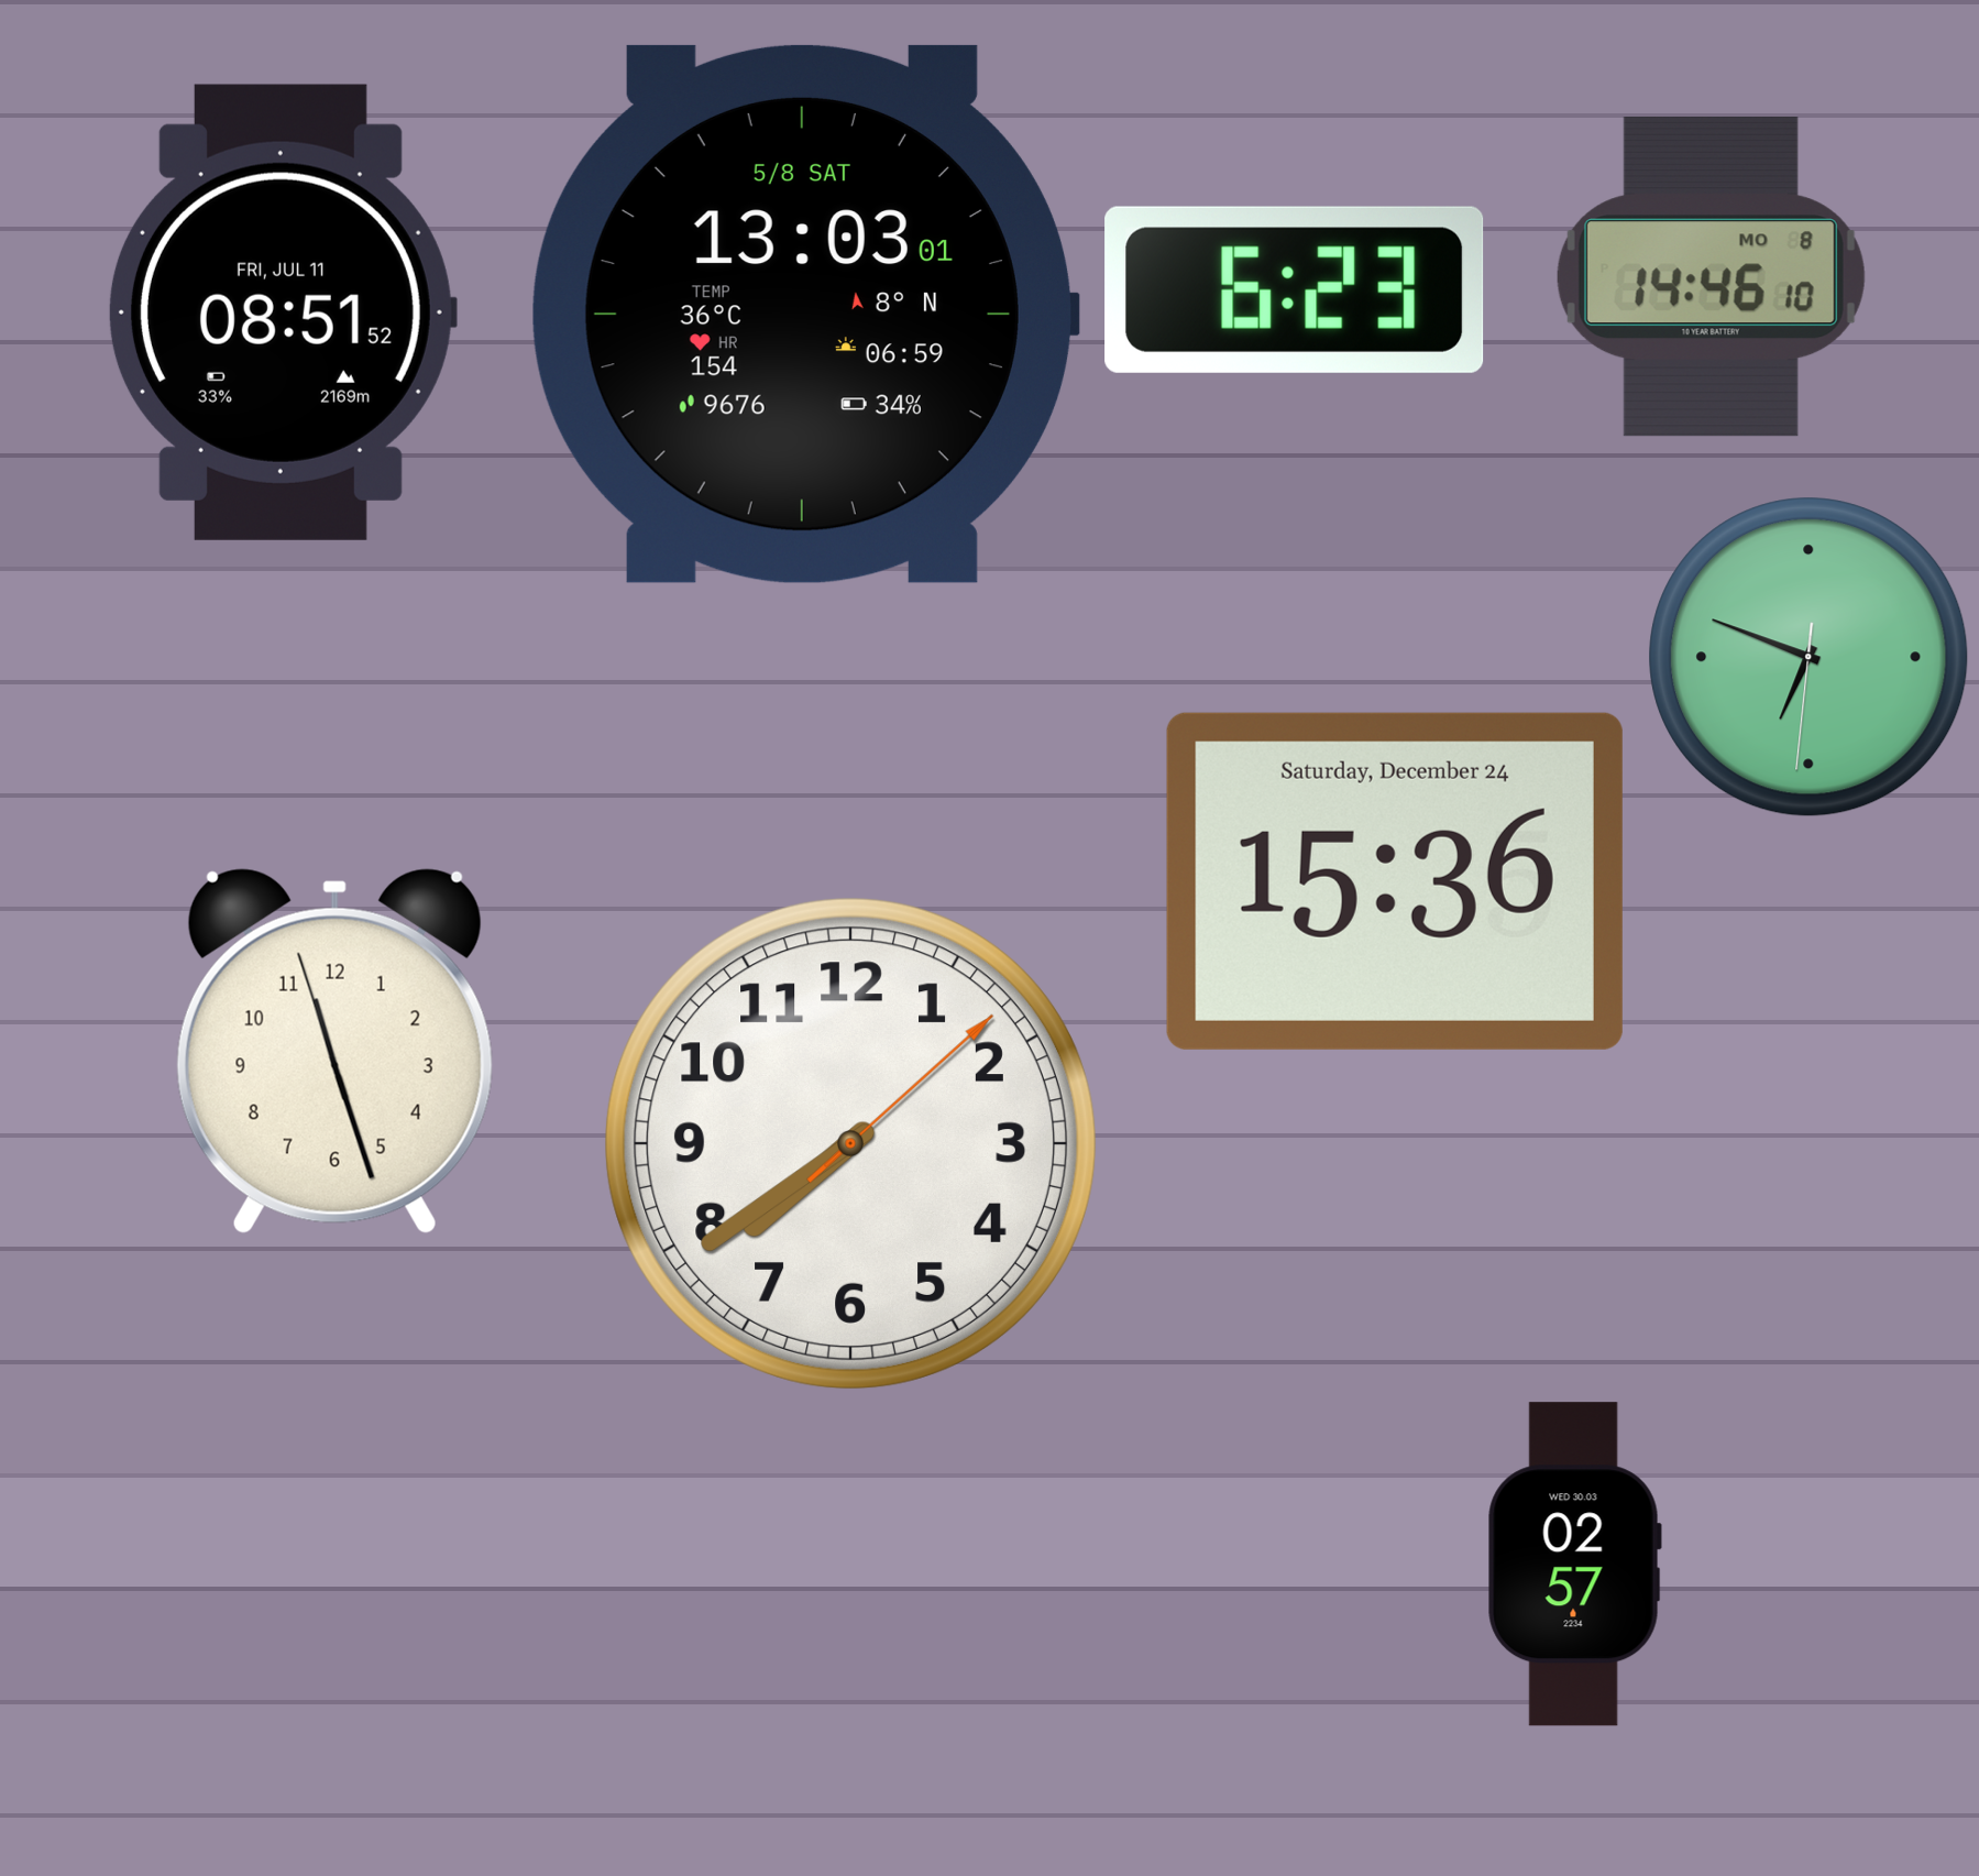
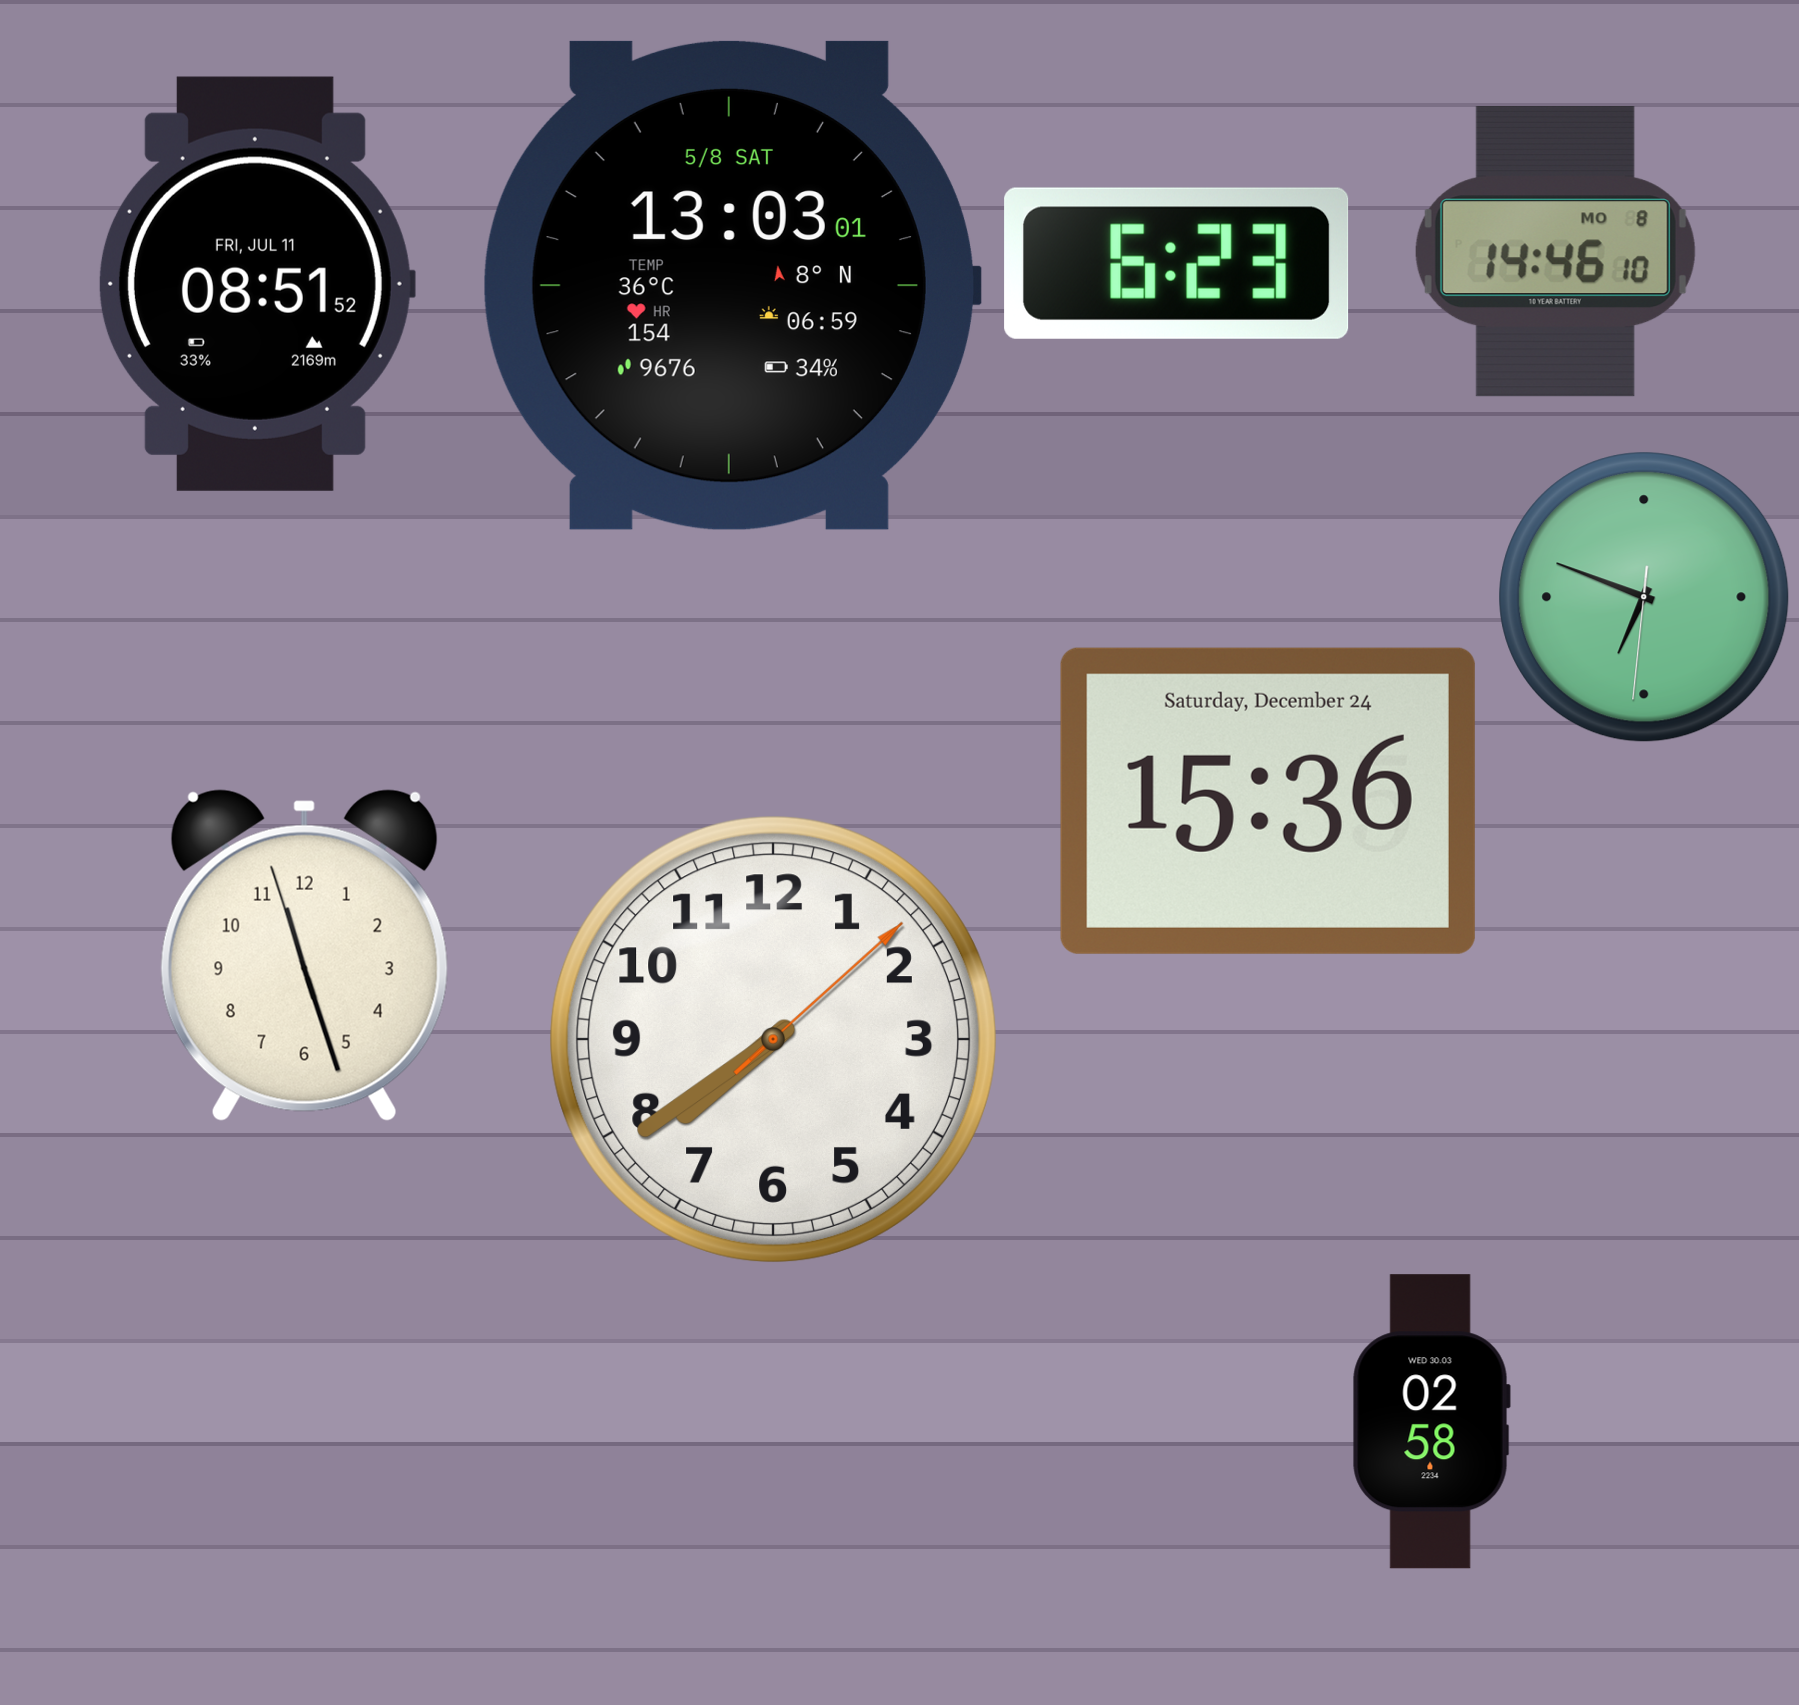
clock at (1574, 1565): 02:57 -> 02:58
